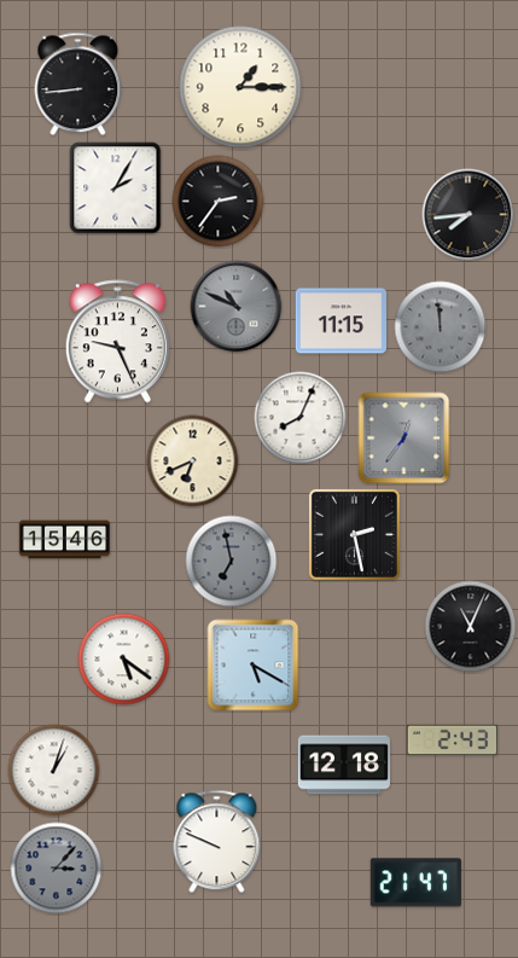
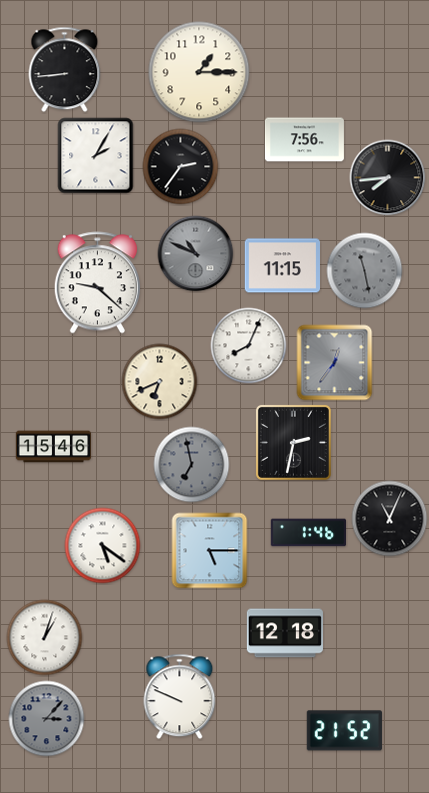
clock at (304, 140): none -> 7:56
clock at (441, 327): 11:59 -> 11:28
clock at (117, 342): 9:26 -> 9:22
clock at (354, 534): 2:28 -> 2:32
clock at (309, 533): none -> 1:46
clock at (254, 666): 5:20 -> 5:15
clock at (453, 741): 2:43 -> none
clock at (415, 883): 21:47 -> 21:52
